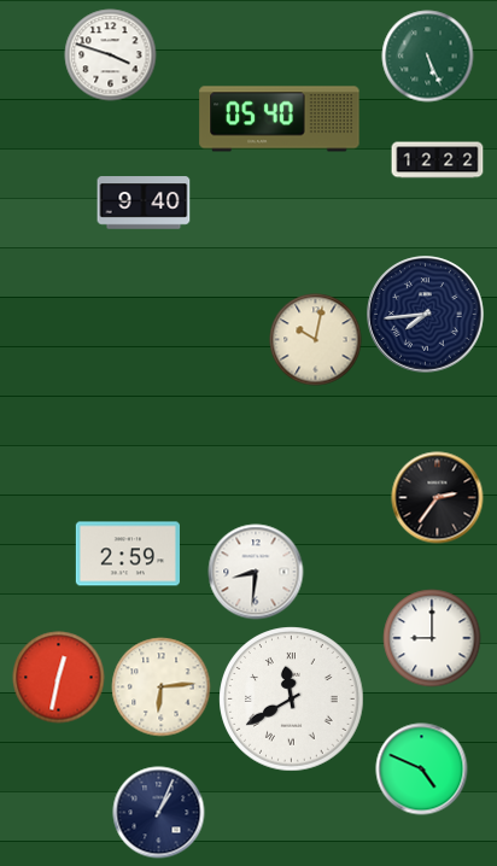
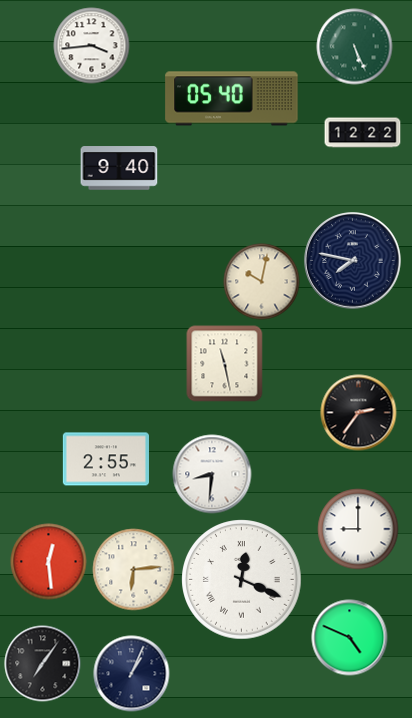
clock at (111, 55): 3:48 -> 3:44
clock at (426, 315): 7:44 -> 7:47
clock at (225, 364): none -> 11:28
clock at (438, 498) position: (438, 498) -> (359, 413)
clock at (128, 554): 2:59 -> 2:55
clock at (59, 678): 12:32 -> 12:29
clock at (292, 700): 11:40 -> 12:19
clock at (43, 664): none -> 7:06
